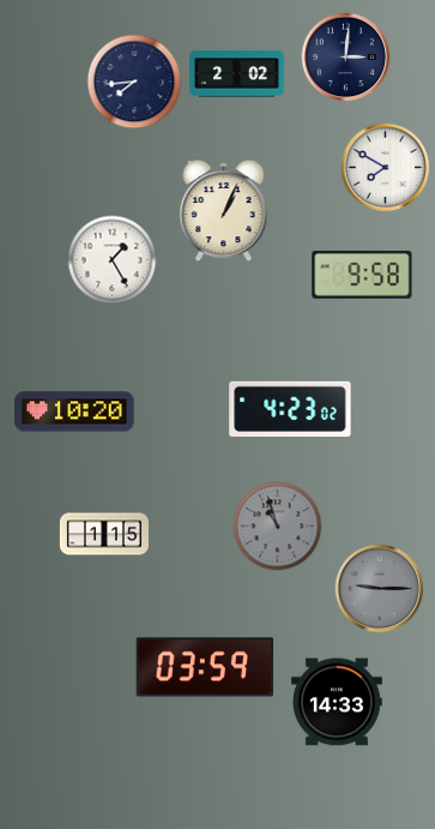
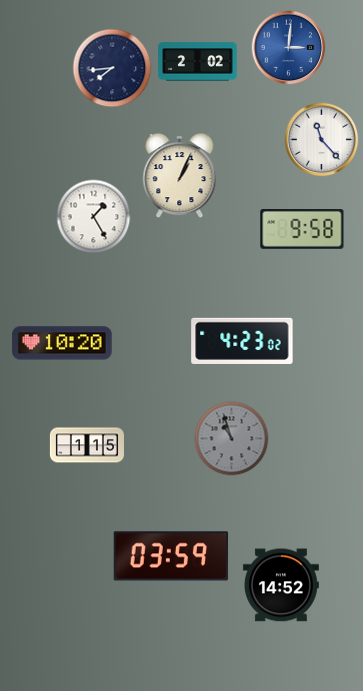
clock at (346, 58) dial: navy -> blue
clock at (386, 168): 7:50 -> 11:23
clock at (224, 212) position: (224, 212) -> (180, 177)
clock at (380, 589): 9:15 -> none
clock at (337, 702): 14:33 -> 14:52
